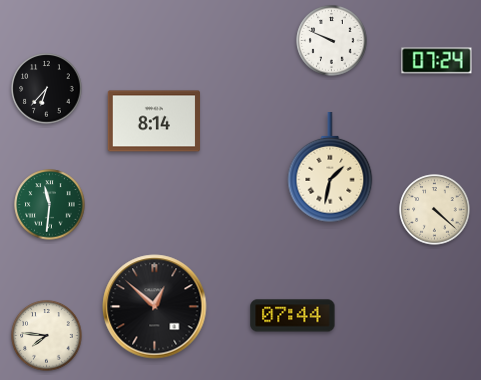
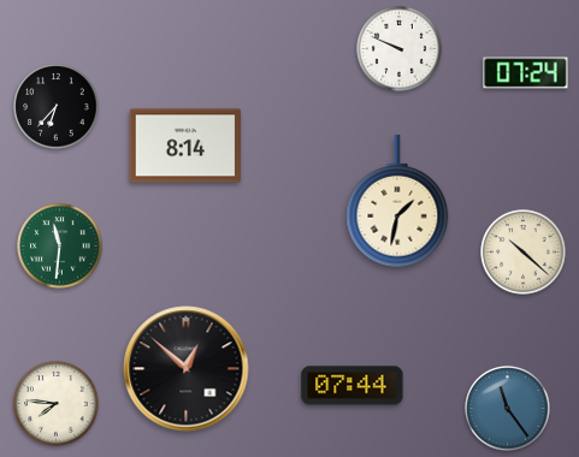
clock at (435, 210): 4:22 -> 10:22
clock at (293, 316) position: (293, 316) -> (353, 386)
clock at (508, 409): none -> 11:24
